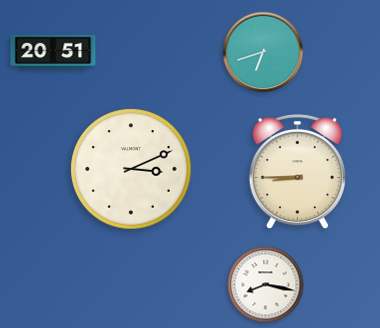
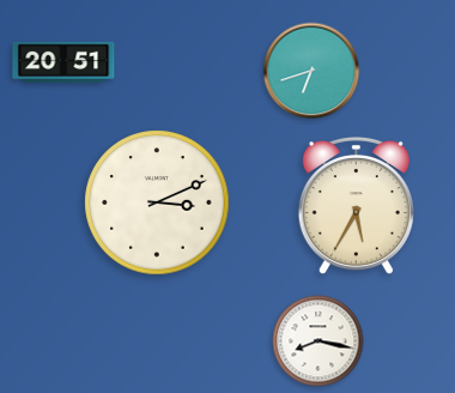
clock at (263, 52) position: (263, 52) -> (311, 71)
clock at (297, 172): 8:45 -> 5:35
